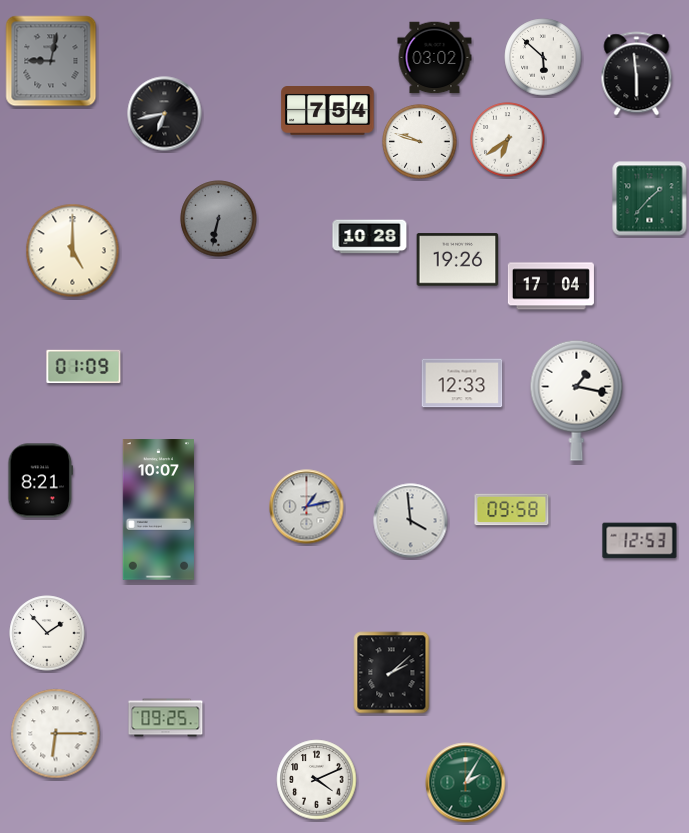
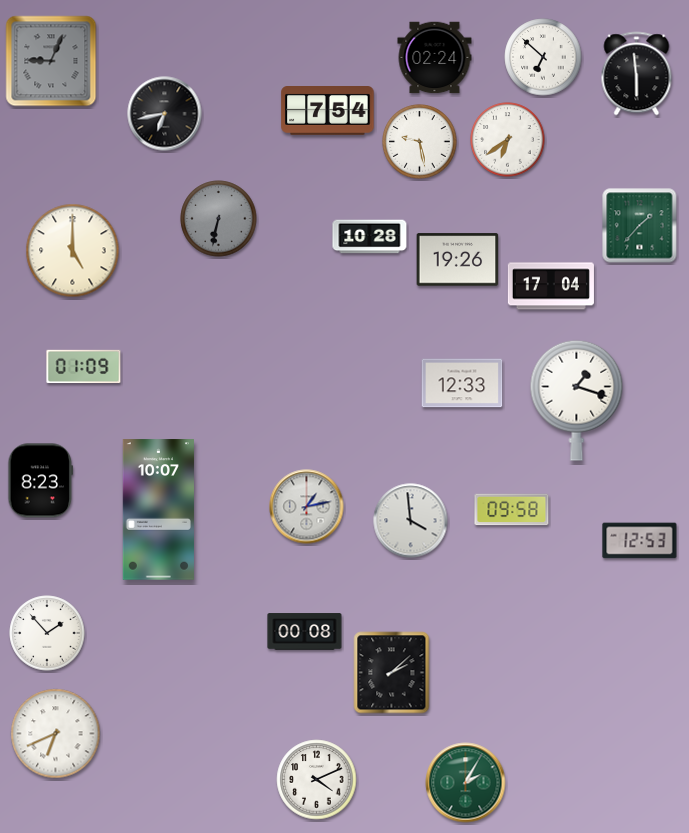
clock at (543, 57): 5:52 -> 6:52
clock at (435, 58): 03:02 -> 02:24
clock at (51, 61): 9:02 -> 9:04
clock at (420, 142): 9:48 -> 9:28
clock at (650, 199) position: (650, 199) -> (640, 226)
clock at (577, 400): 1:17 -> 1:18
clock at (41, 481): 8:21 -> 8:23
clock at (305, 632): none -> 00:08
clock at (166, 718): 09:25 -> none
clock at (56, 734): 6:15 -> 6:41
